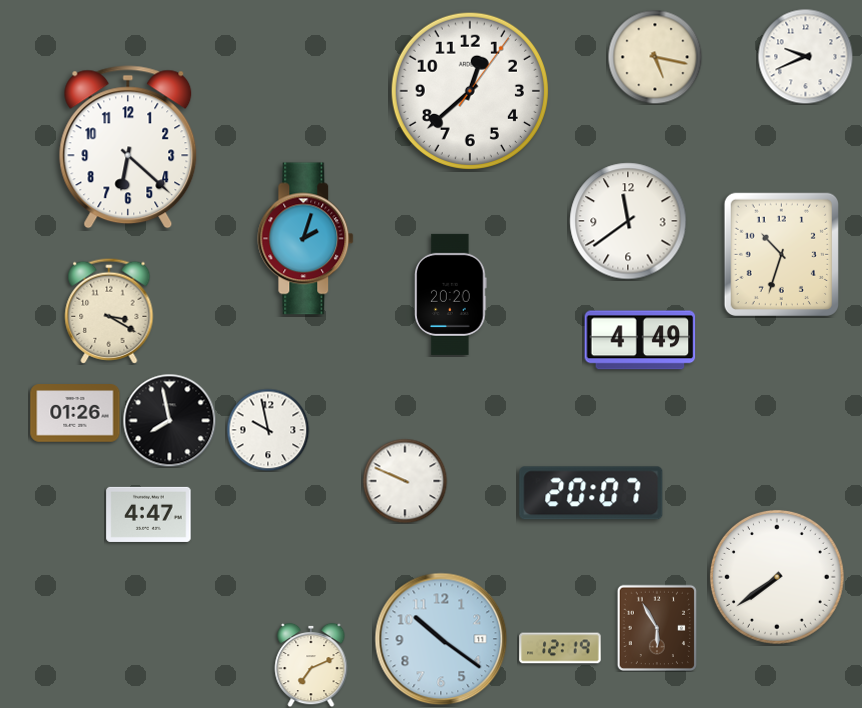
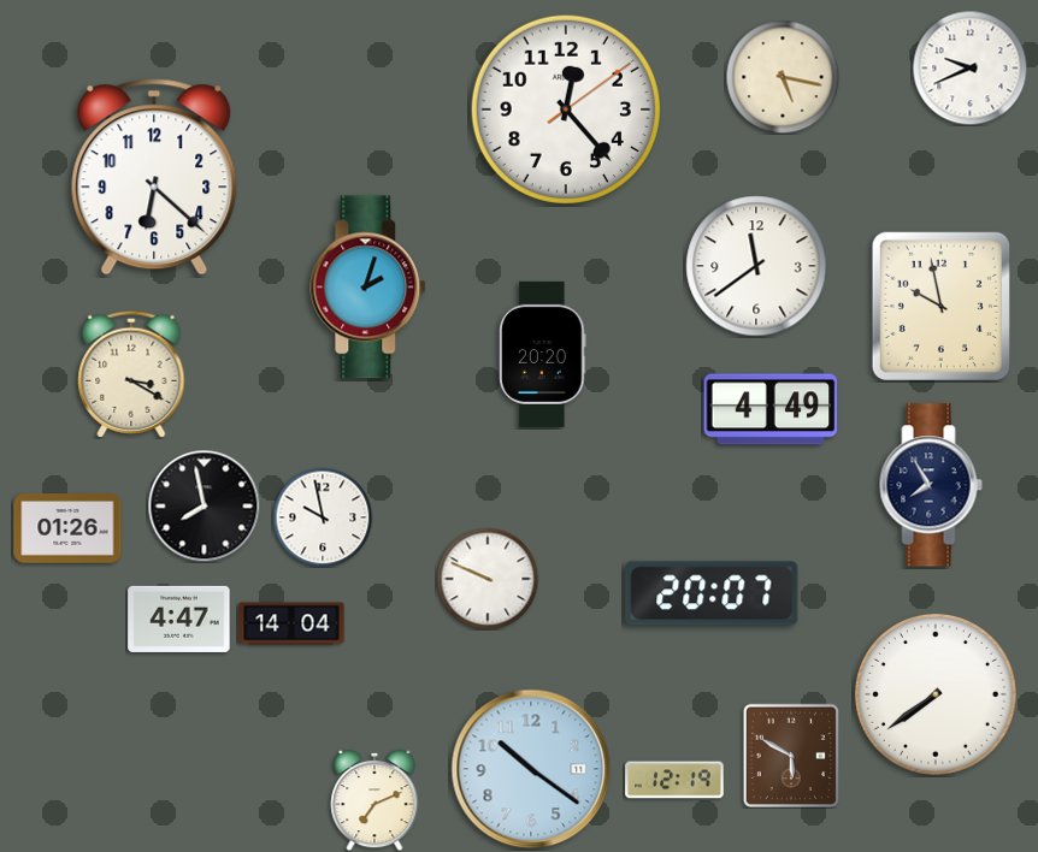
clock at (655, 57) position: (655, 57) -> (783, 77)
clock at (470, 91): 12:38 -> 12:23
clock at (781, 254): 10:33 -> 9:58
clock at (931, 485): none -> 7:55
clock at (75, 413) position: (75, 413) -> (67, 528)
clock at (291, 623): none -> 14:04
clock at (657, 628): 5:55 -> 5:50
